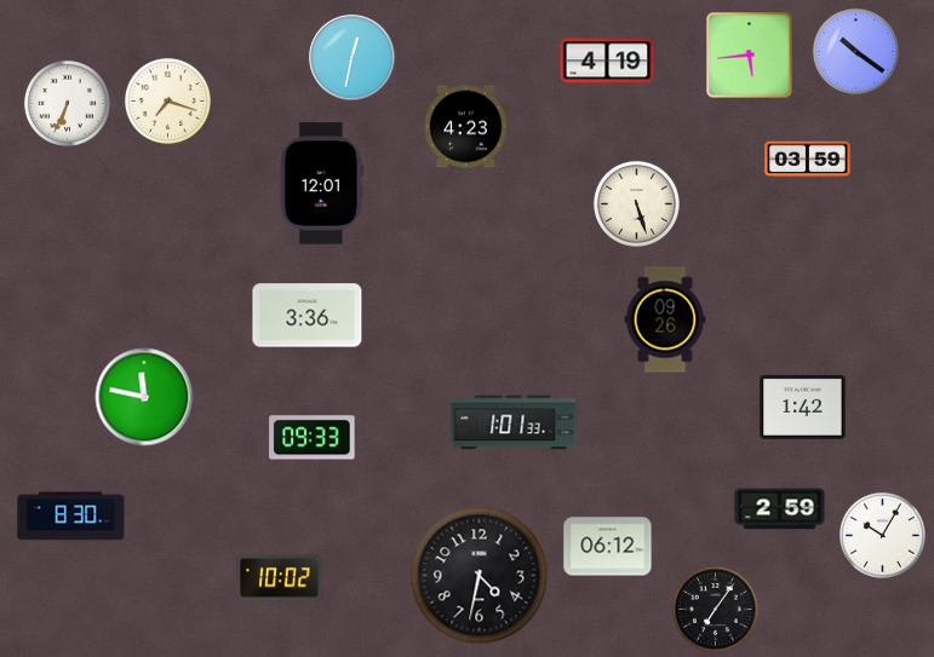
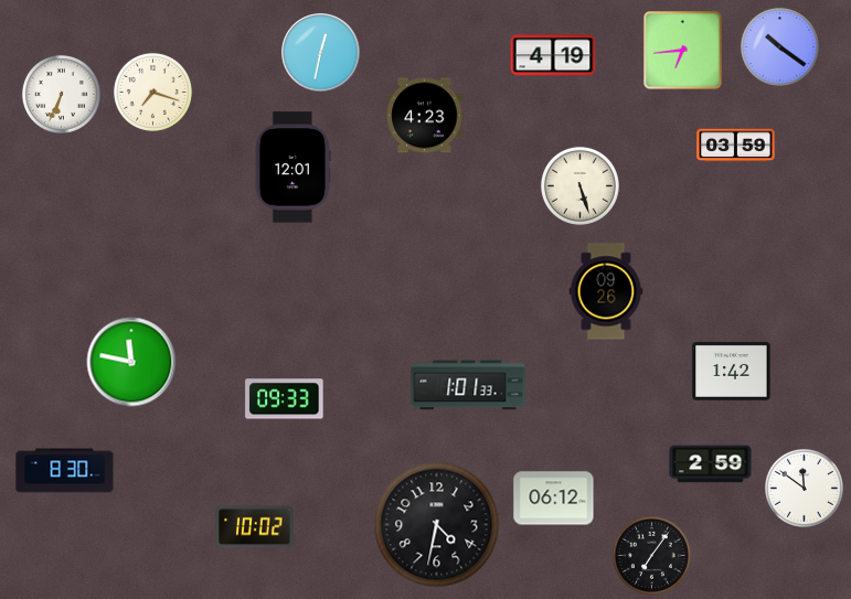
clock at (750, 56): 5:44 -> 6:44
clock at (308, 316): 3:36 -> none
clock at (882, 535): 10:05 -> 11:51
